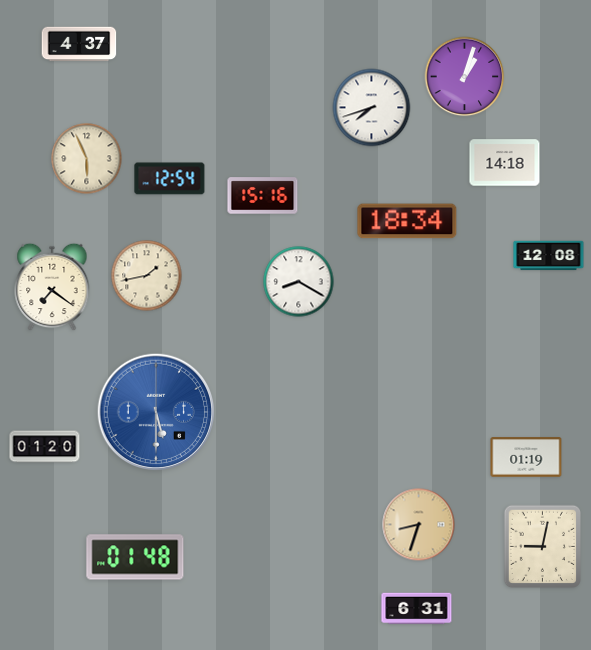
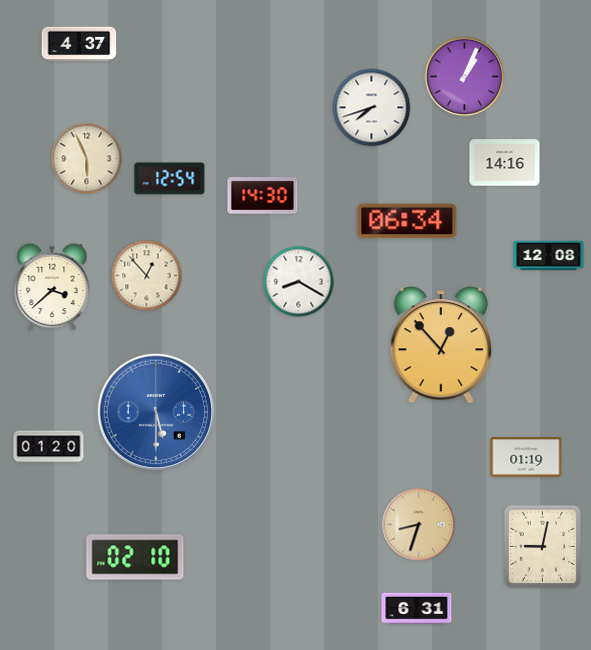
clock at (465, 77): 1:03 -> 1:04
clock at (505, 163): 14:18 -> 14:16
clock at (263, 196): 15:16 -> 14:30
clock at (407, 221): 18:34 -> 06:34
clock at (147, 276): 1:43 -> 12:53
clock at (52, 287): 7:21 -> 3:38
clock at (440, 345): none -> 12:53
clock at (45, 447) position: (45, 447) -> (49, 447)
clock at (135, 557): 01:48 -> 02:10
